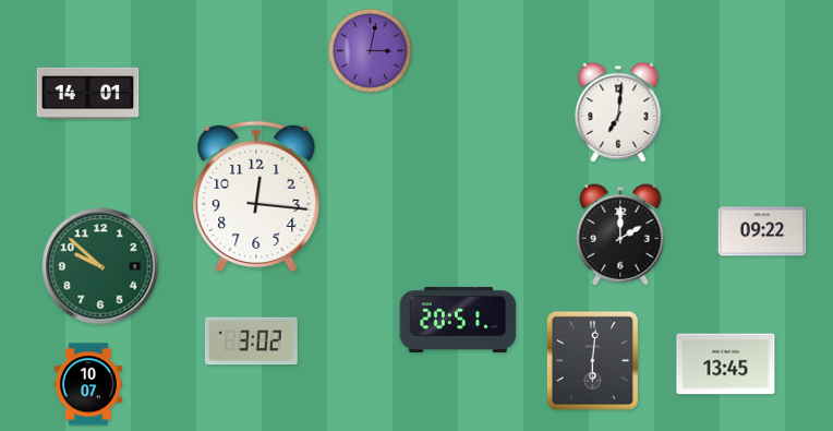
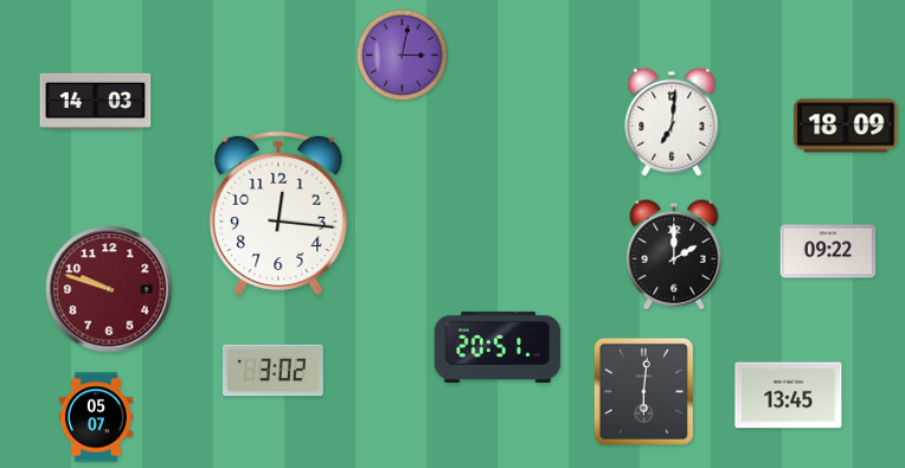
clock at (88, 93): 14:01 -> 14:03
clock at (846, 126): none -> 18:09
clock at (100, 266): 9:52 -> 9:48
clock at (100, 266) dial: green -> burgundy
clock at (88, 384): 10:07 -> 05:07
